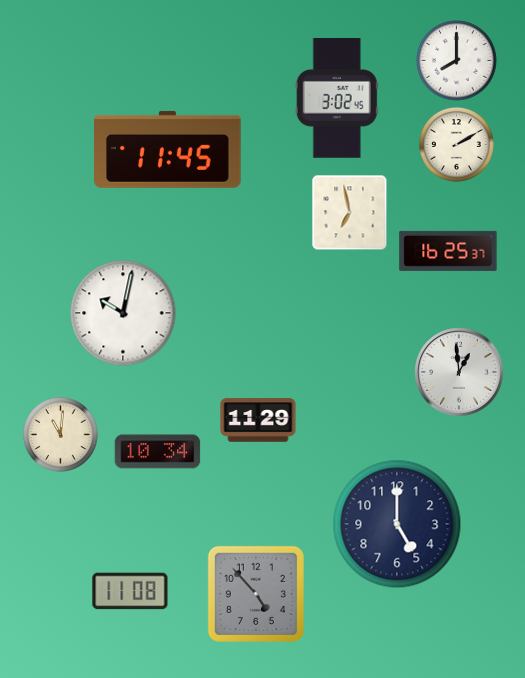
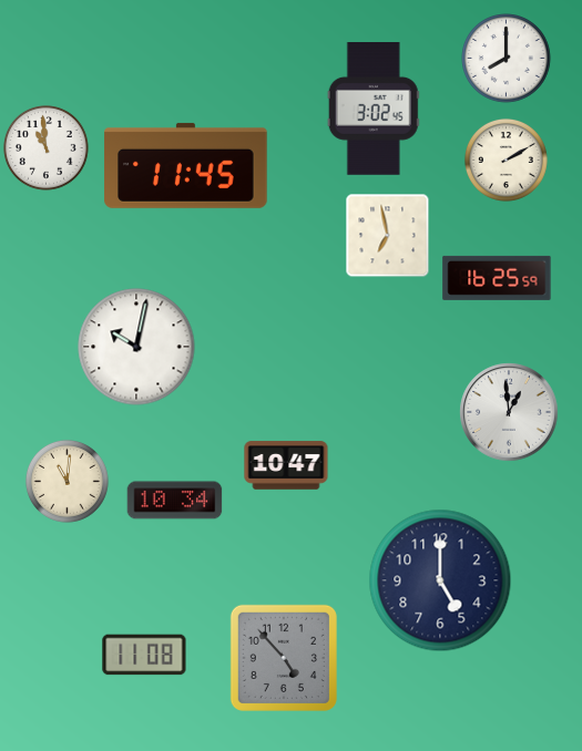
clock at (457, 61) position: (457, 61) -> (507, 59)
clock at (47, 148): none -> 10:59
clock at (448, 251): 16:25:37 -> 16:25:59
clock at (258, 420): 11:29 -> 10:47
